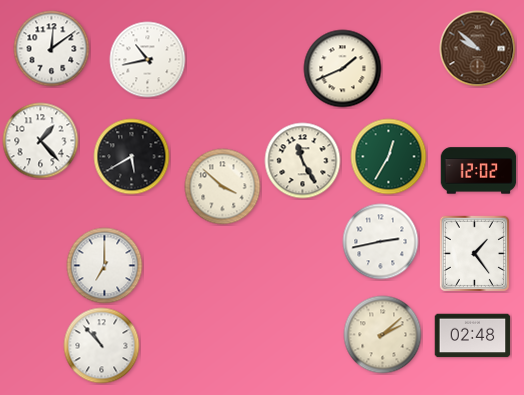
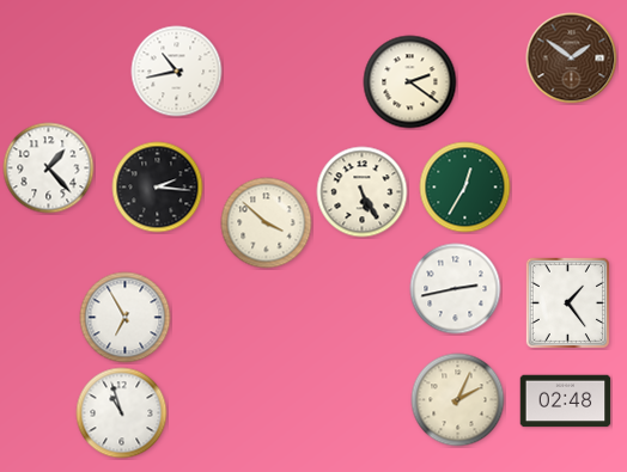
clock at (52, 49): 12:09 -> none
clock at (478, 49): 9:52 -> 1:51
clock at (343, 69): 1:41 -> 2:21
clock at (132, 157): 5:40 -> 2:16
clock at (303, 161): 11:25 -> 5:25
clock at (479, 171): 12:02 -> none
clock at (105, 266): 7:00 -> 6:55
clock at (383, 335): 2:08 -> 2:04
clock at (102, 346): 10:53 -> 10:57
